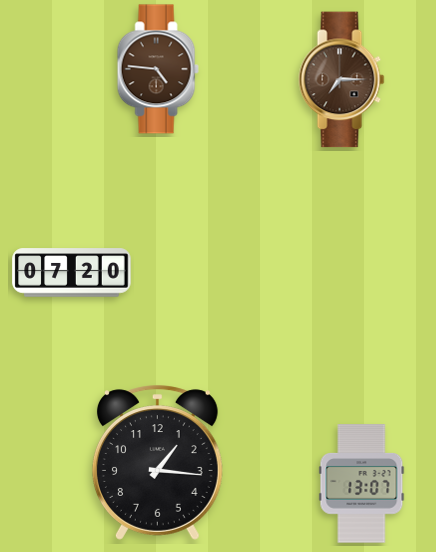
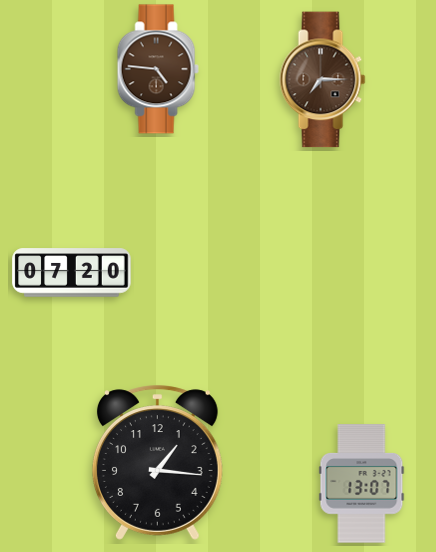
clock at (342, 80) position: (342, 80) -> (323, 80)
